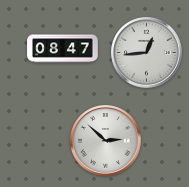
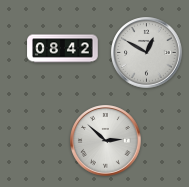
clock at (63, 49): 08:47 -> 08:42
clock at (147, 53): 12:44 -> 12:50
